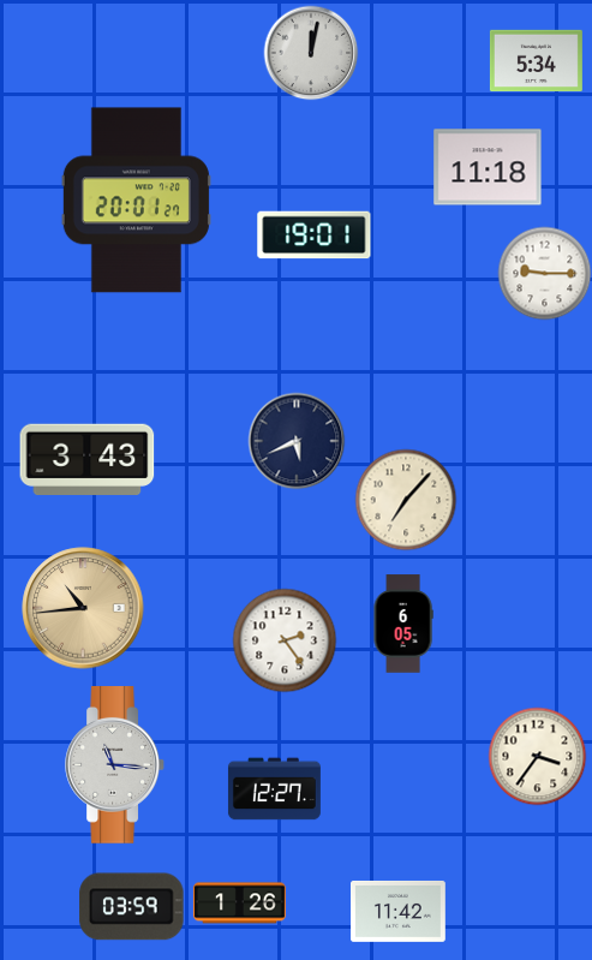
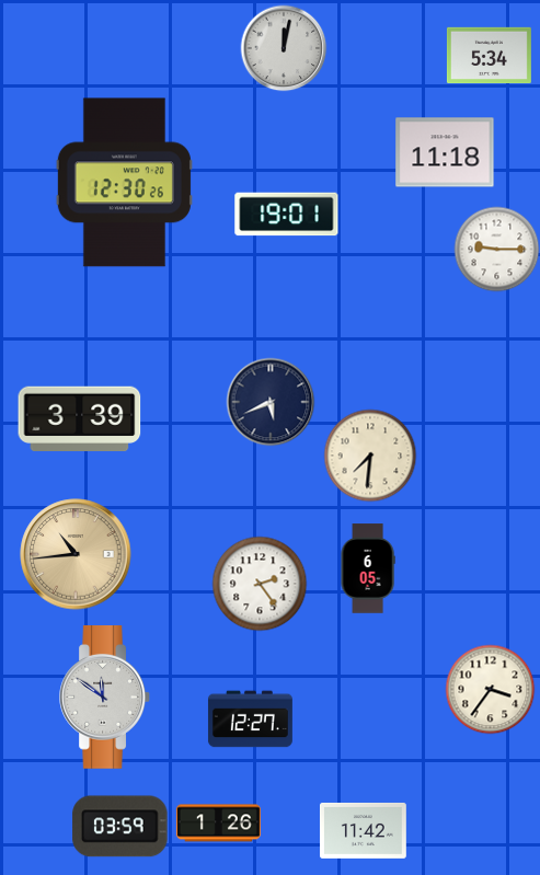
clock at (136, 201): 20:01 -> 12:30
clock at (88, 459): 3:43 -> 3:39
clock at (406, 500): 7:07 -> 7:31
clock at (114, 765): 11:16 -> 11:51
